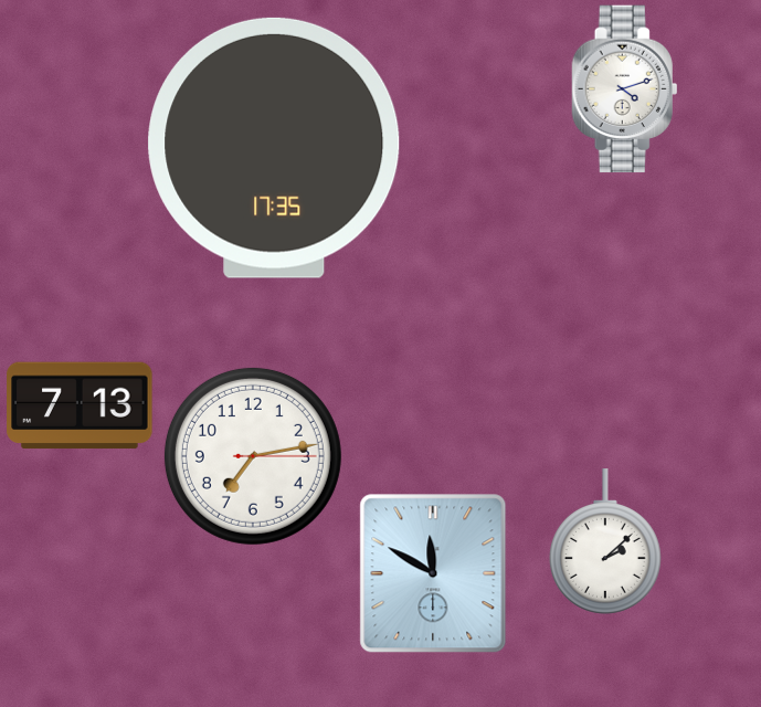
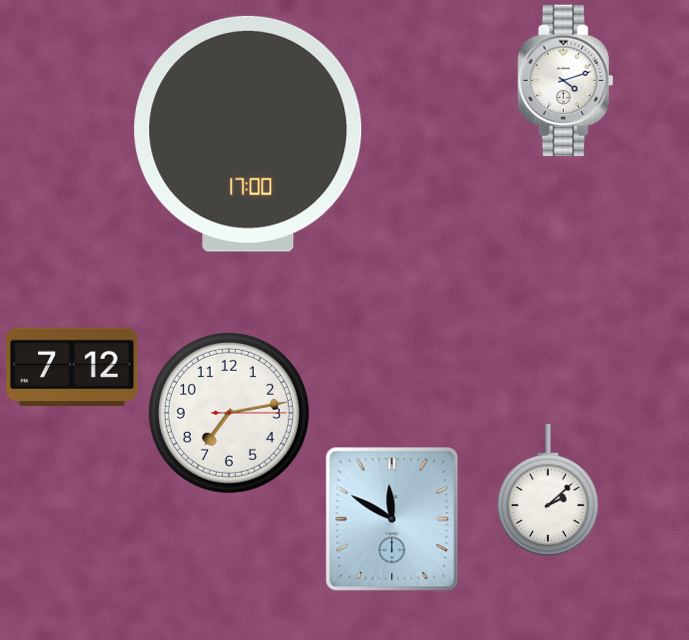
clock at (274, 148): 17:35 -> 17:00
clock at (80, 405): 7:13 -> 7:12
